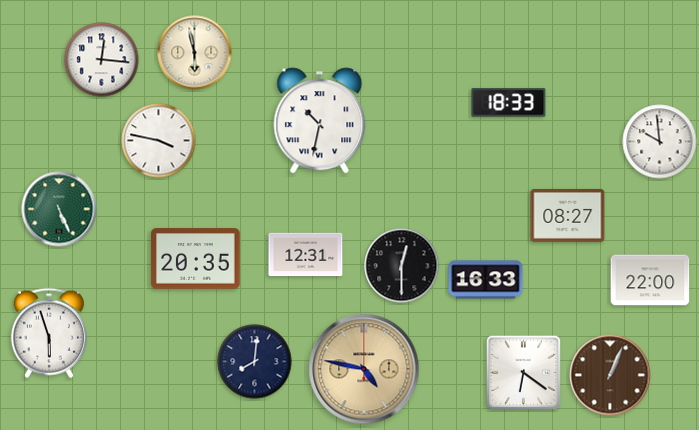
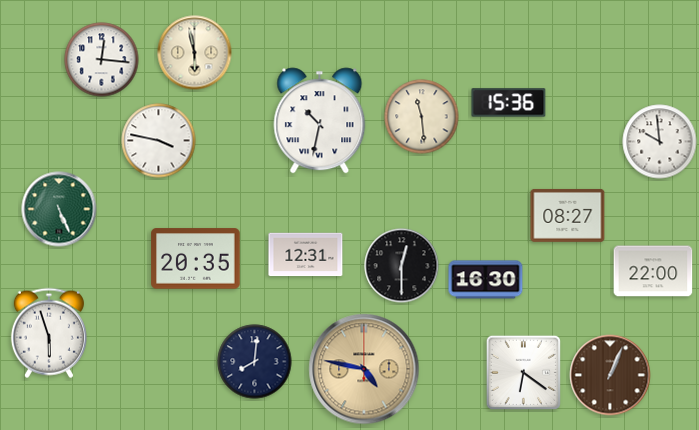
clock at (509, 103): 18:33 -> 15:36
clock at (422, 117): none -> 11:29
clock at (486, 280): 16:33 -> 16:30
clock at (650, 280) position: (650, 280) -> (653, 271)
